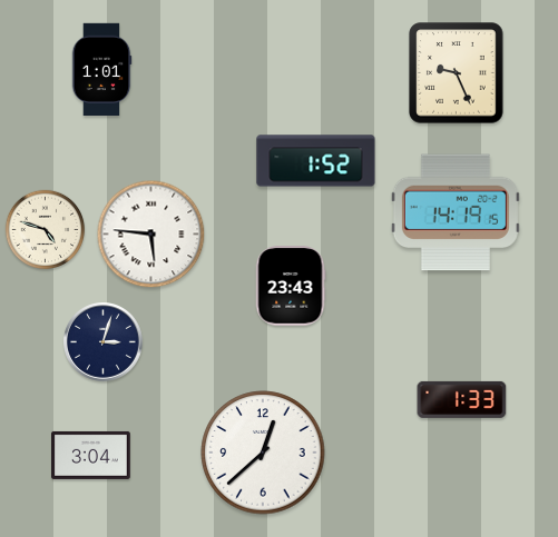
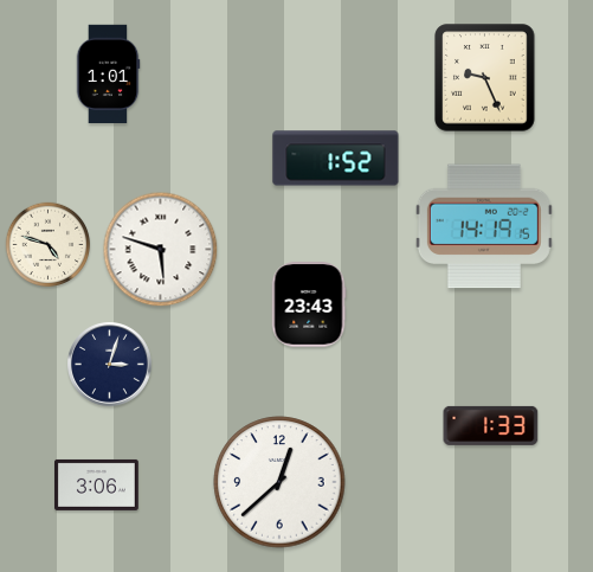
clock at (316, 161) position: (316, 161) -> (336, 159)
clock at (151, 235): 5:46 -> 5:48
clock at (91, 455): 3:04 -> 3:06
